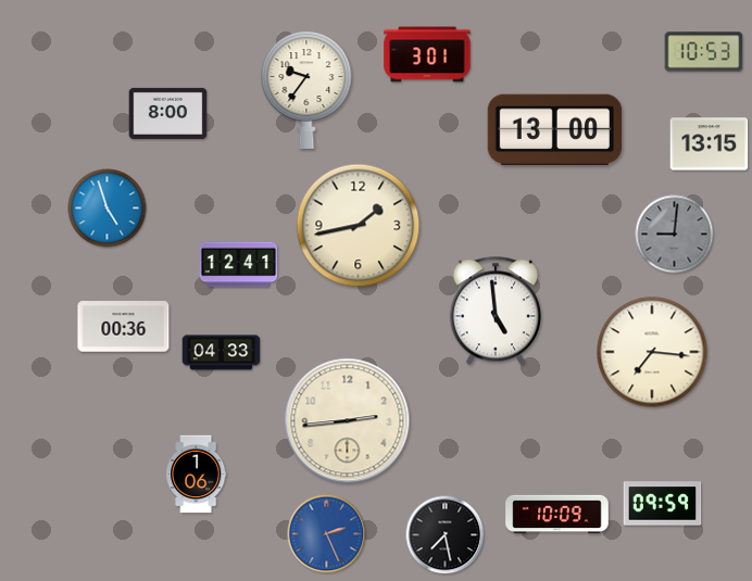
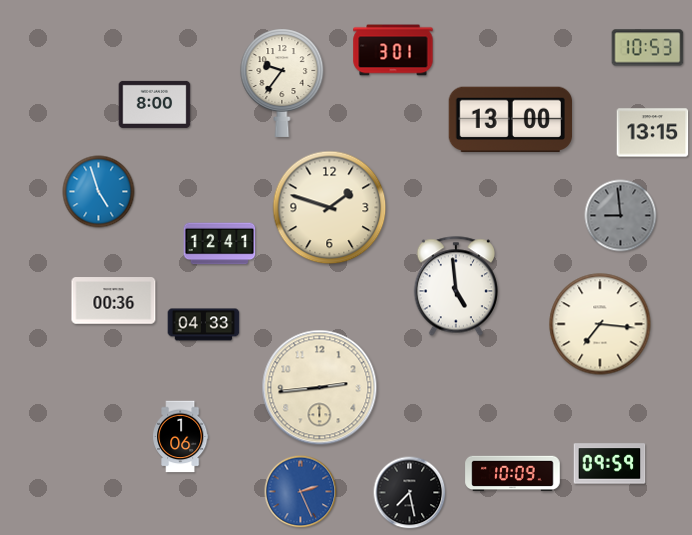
clock at (359, 226): 1:43 -> 1:48
clock at (675, 235): 9:01 -> 8:59
